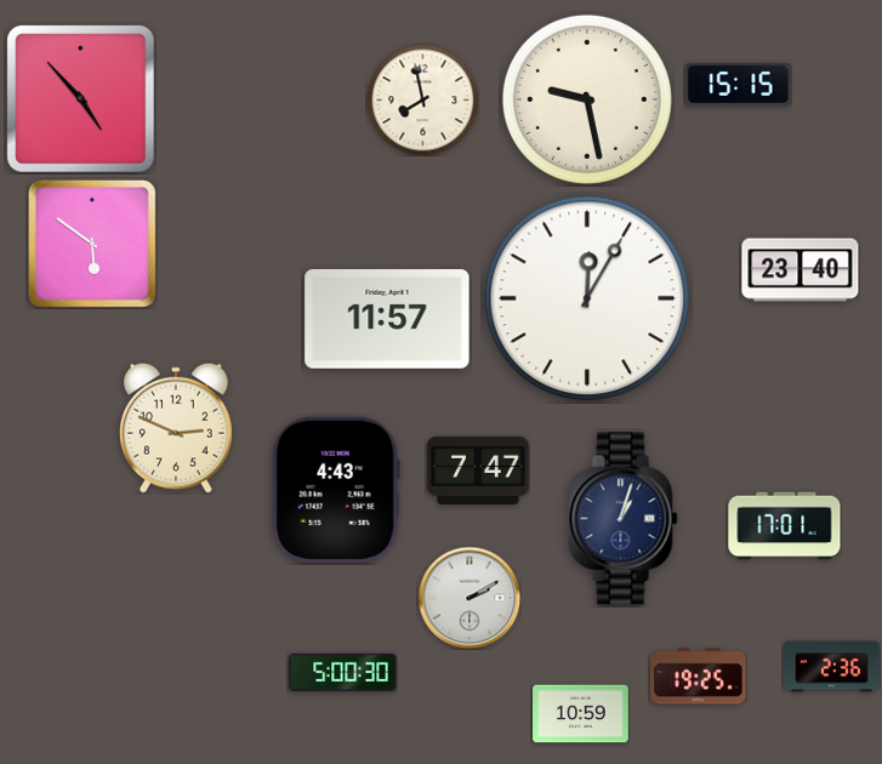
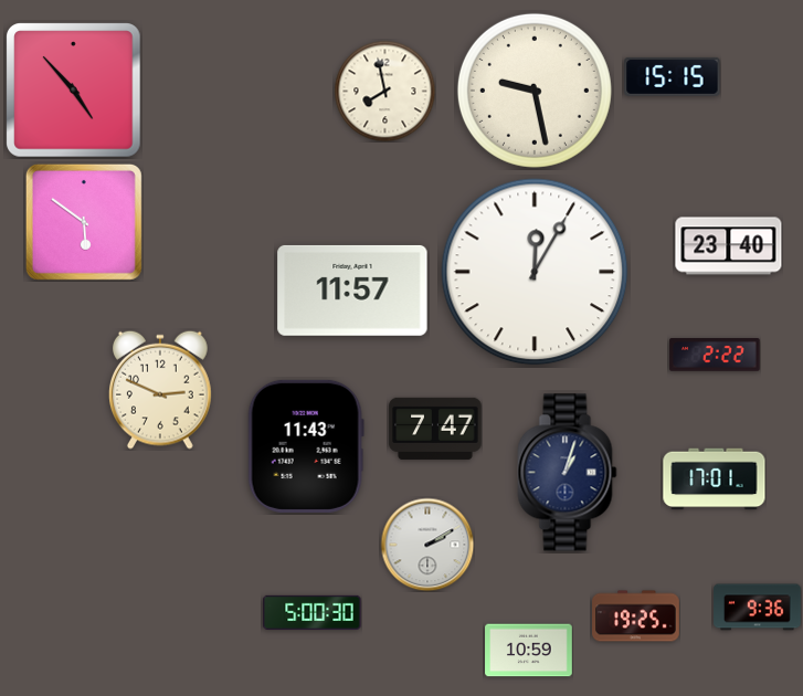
clock at (715, 356): none -> 2:22
clock at (336, 490): 4:43 -> 11:43
clock at (832, 667): 2:36 -> 9:36
